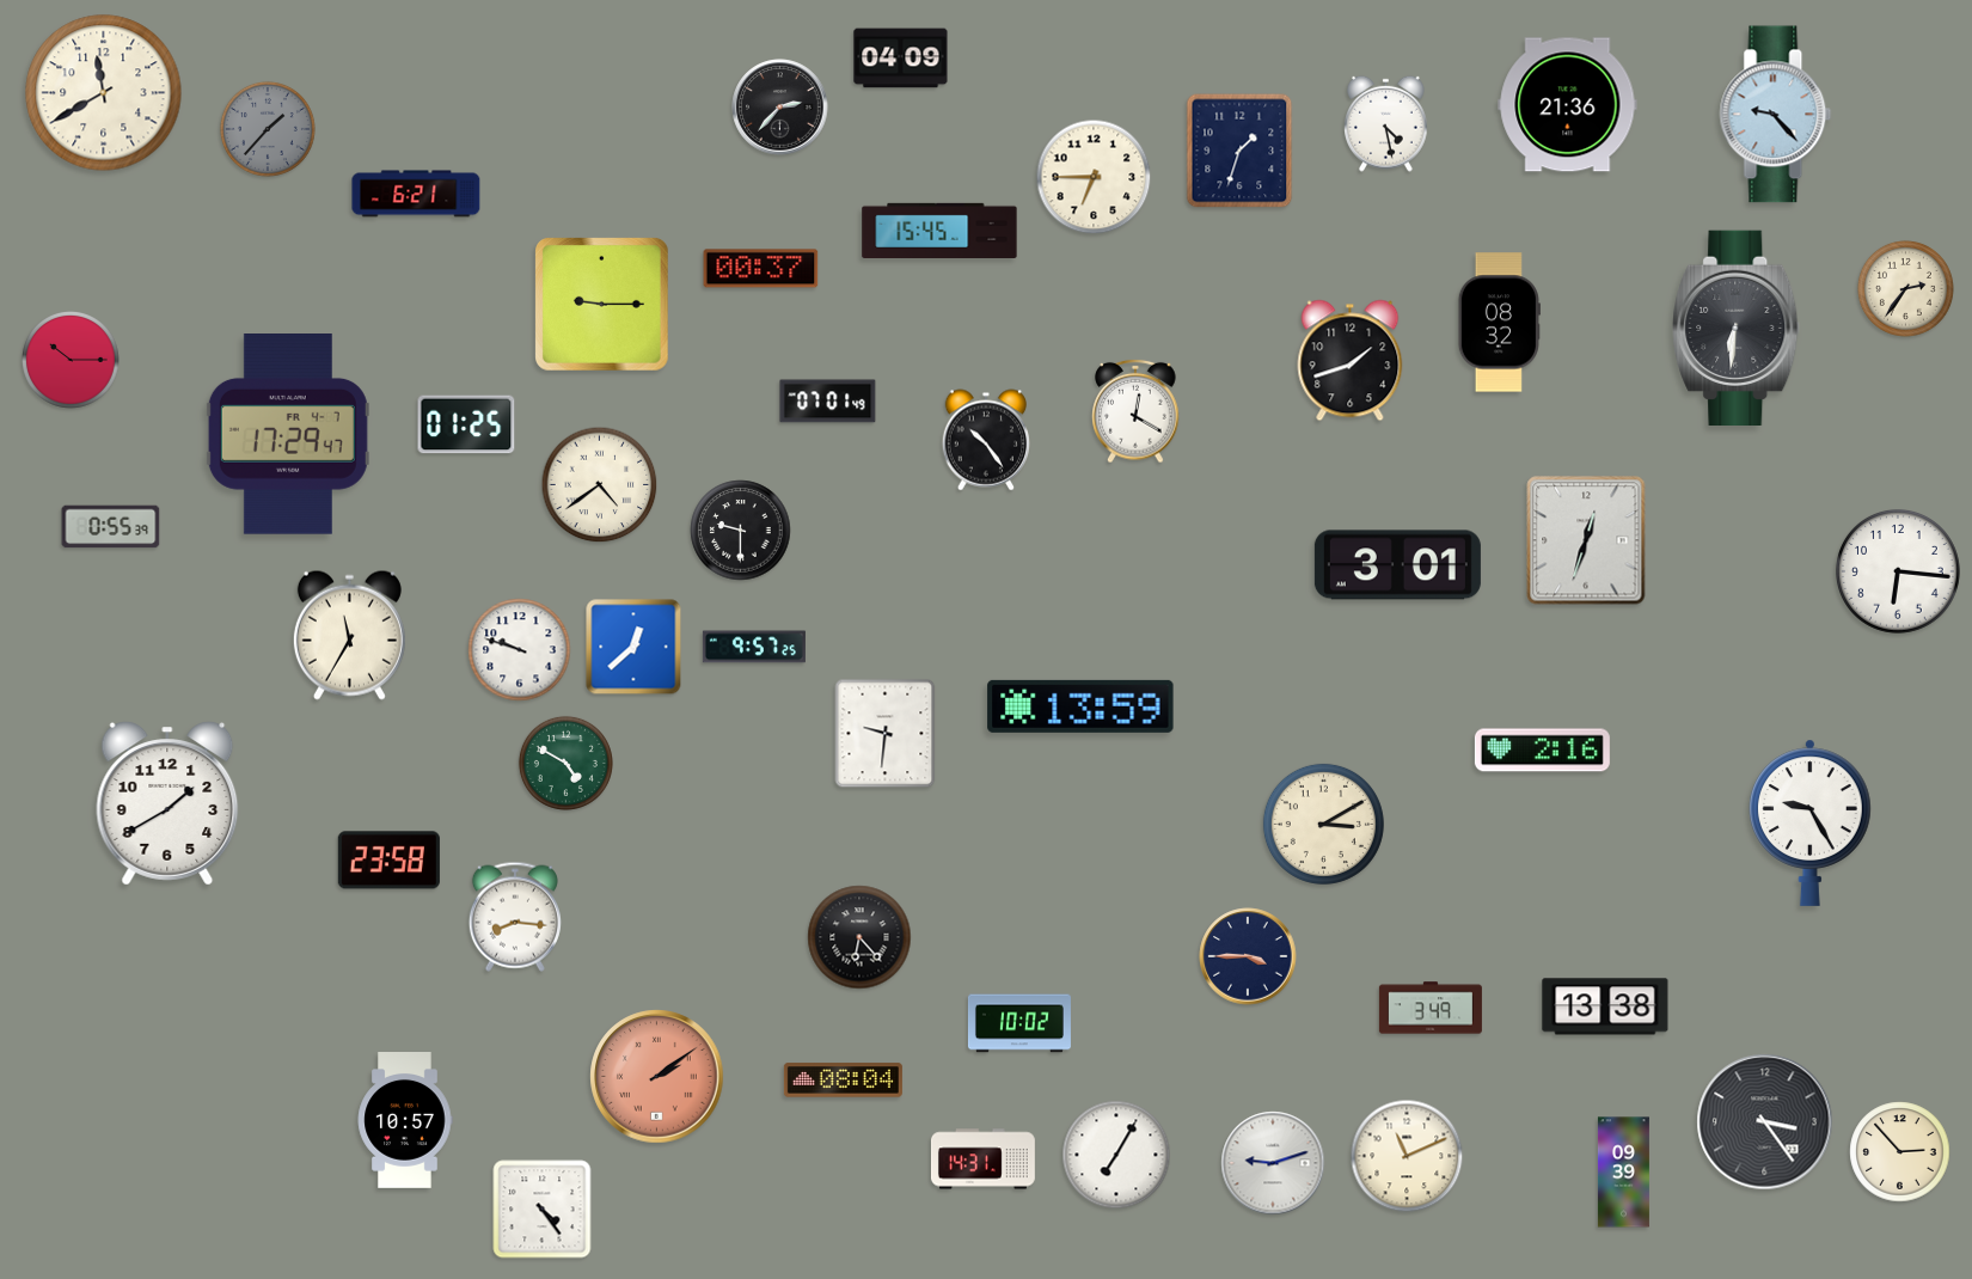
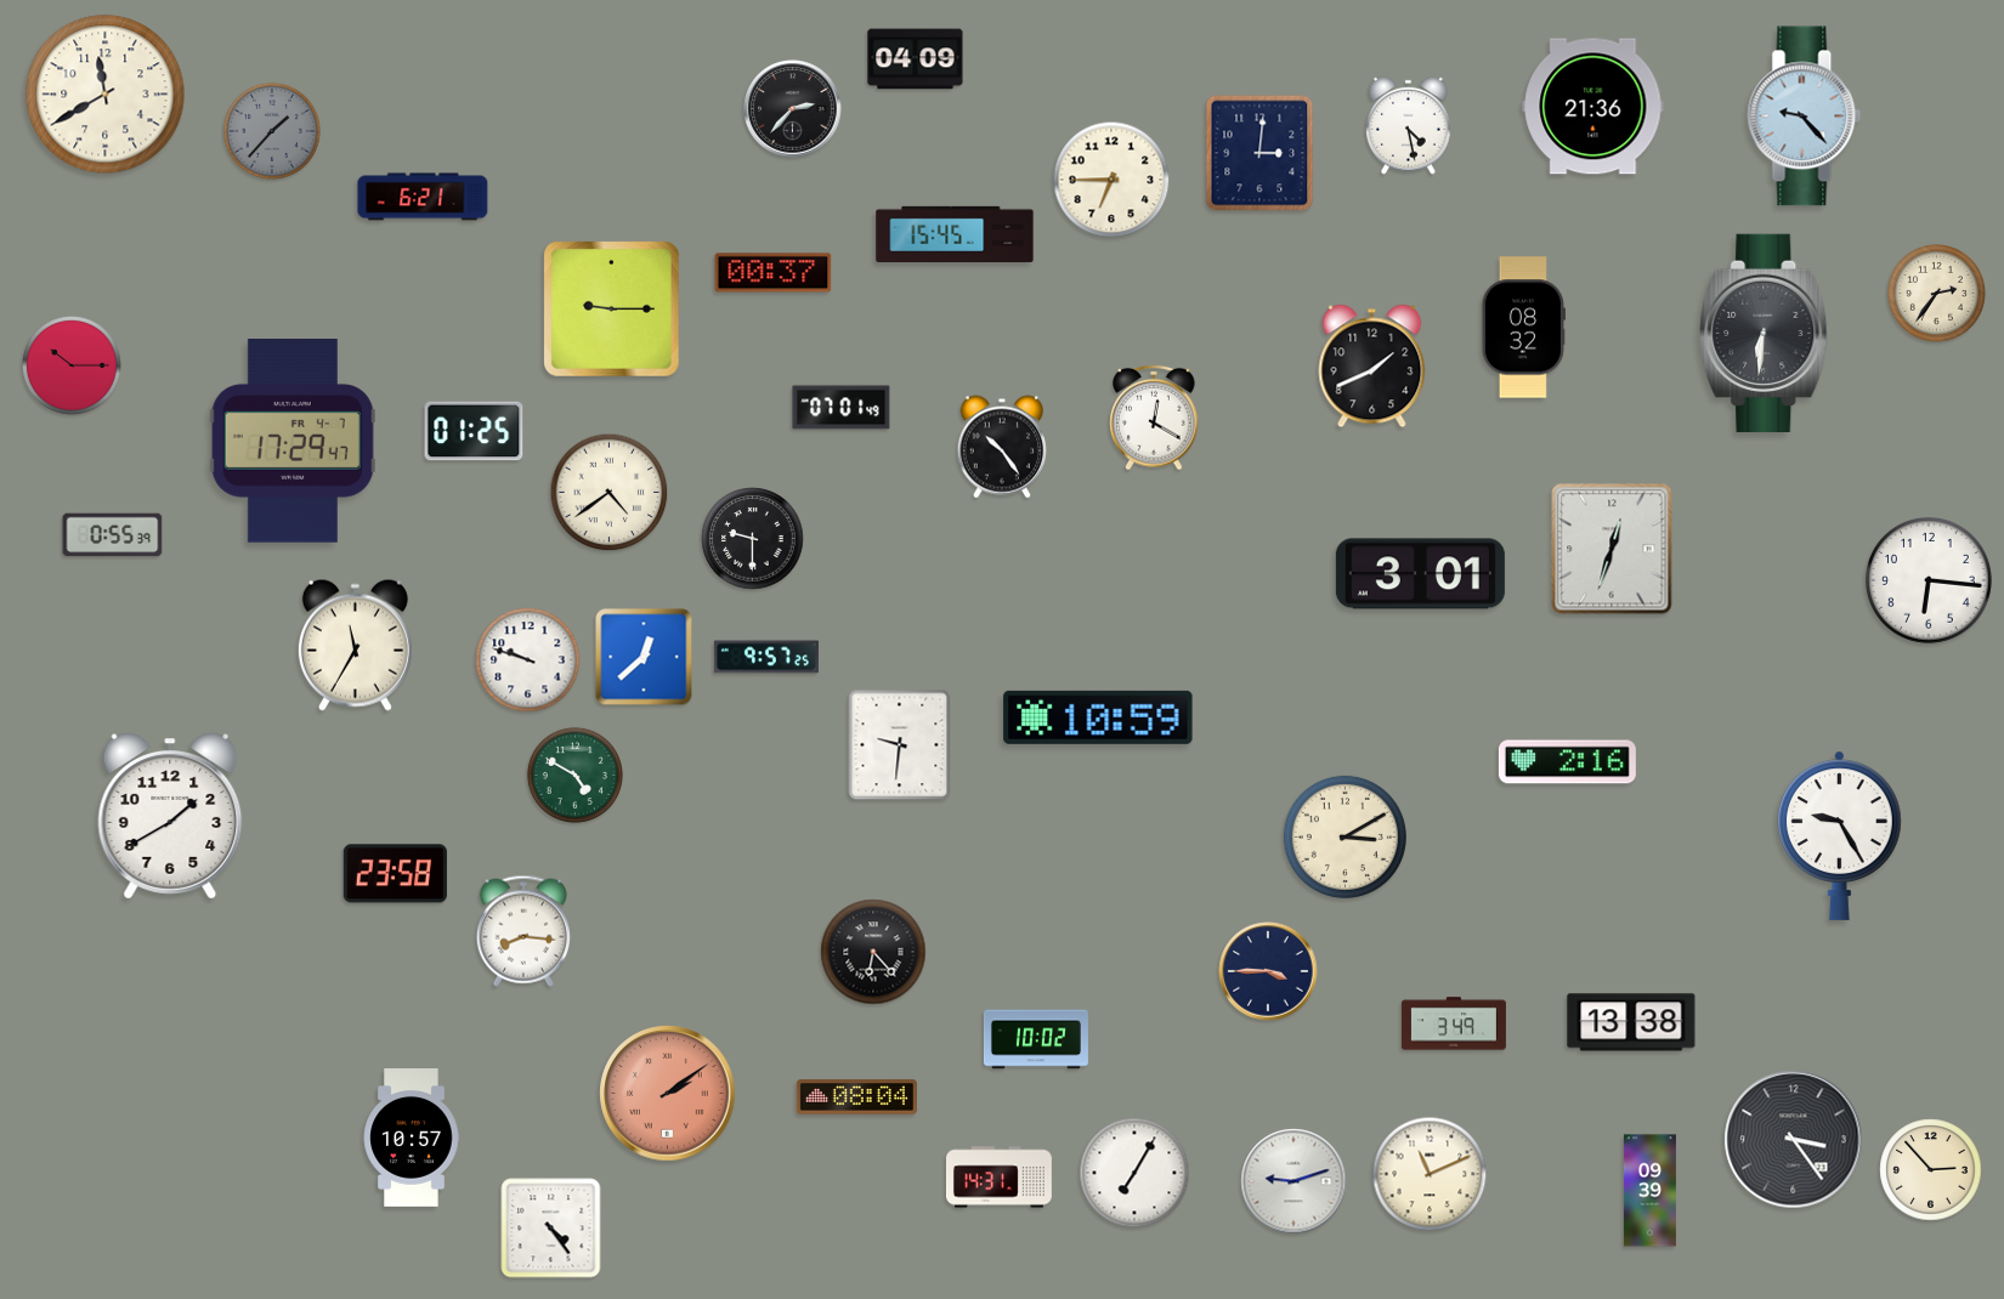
clock at (1239, 151): 1:33 -> 3:01
clock at (1351, 361): 1:42 -> 1:41
clock at (1080, 706): 13:59 -> 10:59
